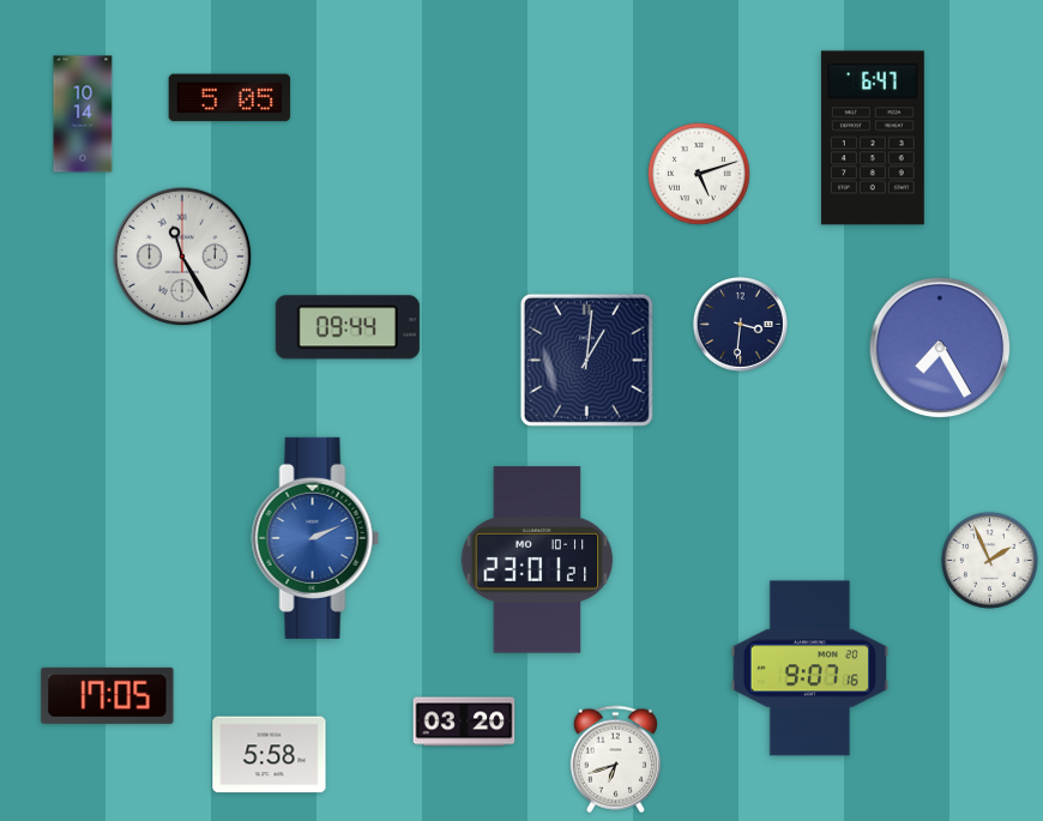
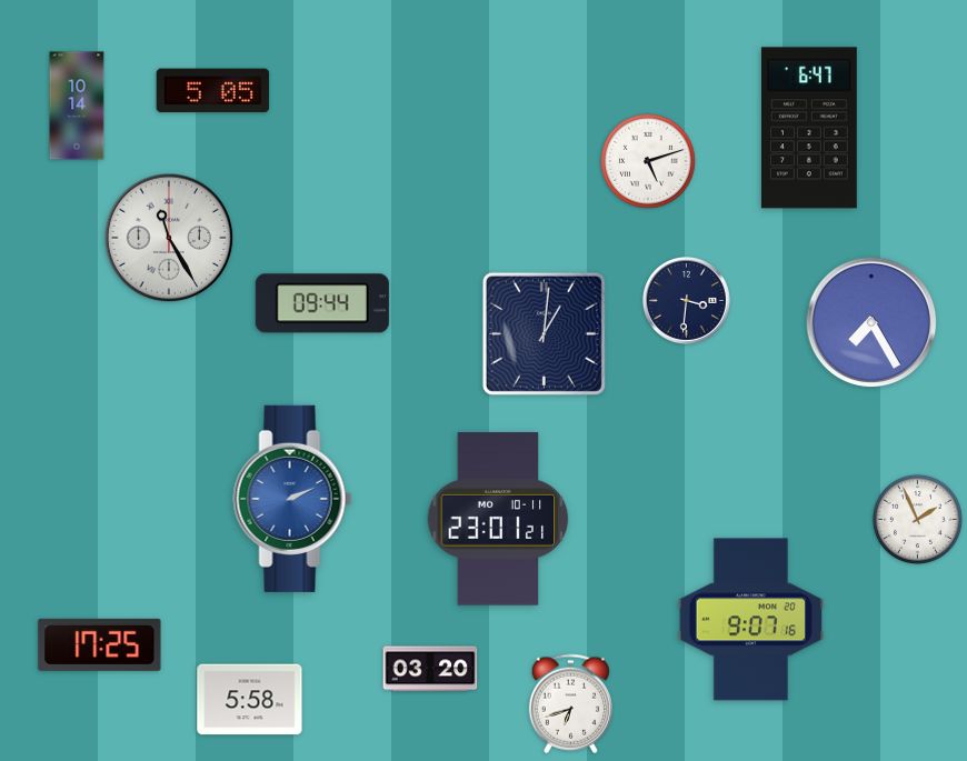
clock at (108, 695): 17:05 -> 17:25
